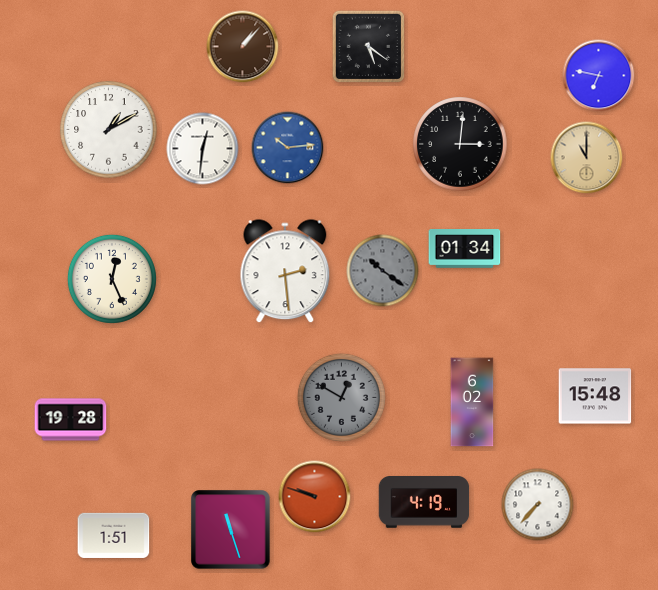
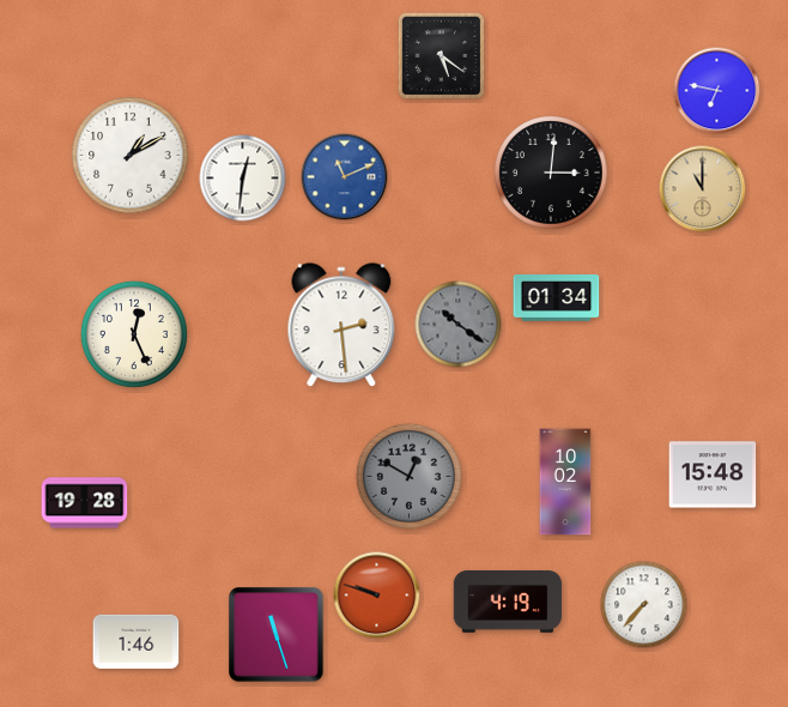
clock at (243, 47): 1:07 -> none
clock at (288, 148): 10:14 -> 11:11
clock at (472, 402): 6:02 -> 10:02
clock at (114, 535): 1:51 -> 1:46
